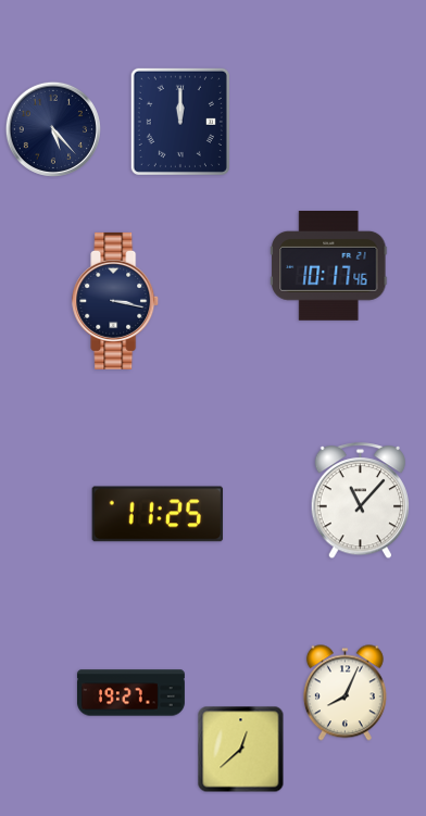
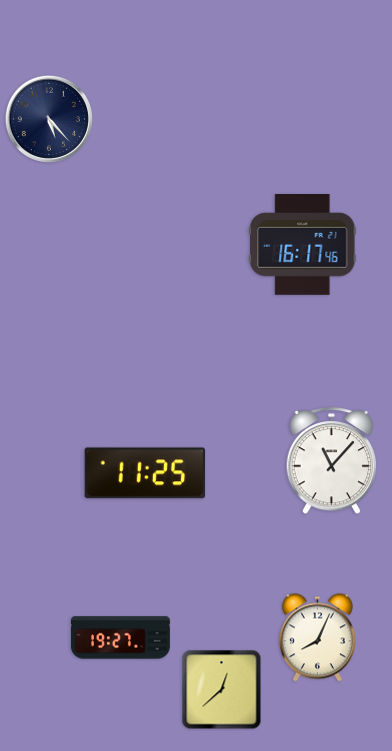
clock at (180, 122): 12:00 -> none
clock at (329, 266): 10:17 -> 16:17
clock at (116, 301): 3:17 -> none
